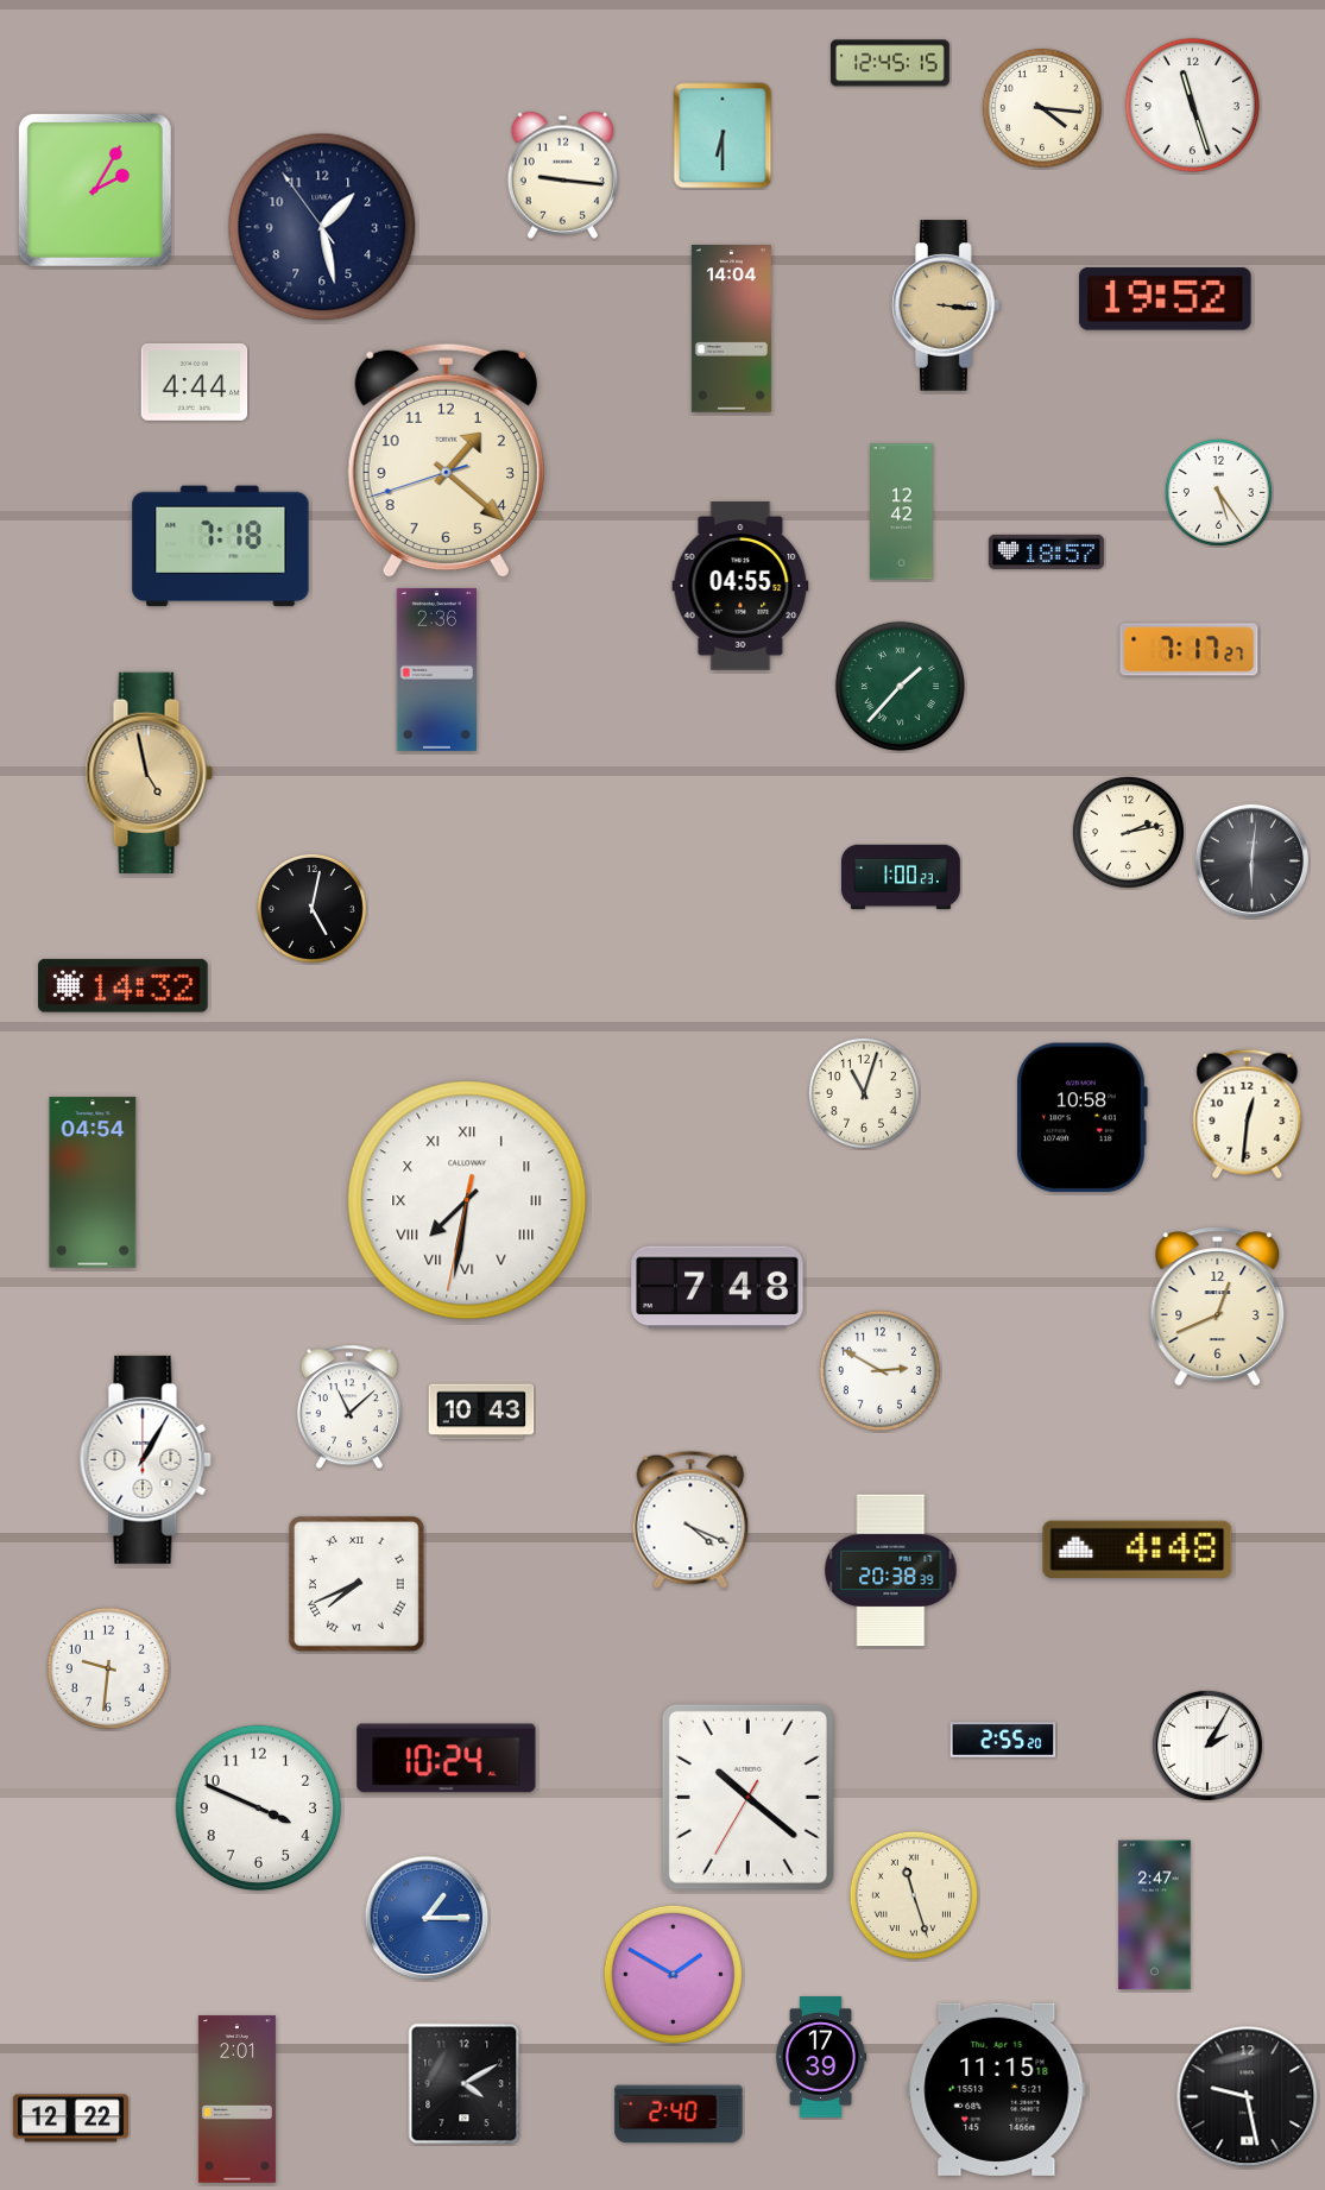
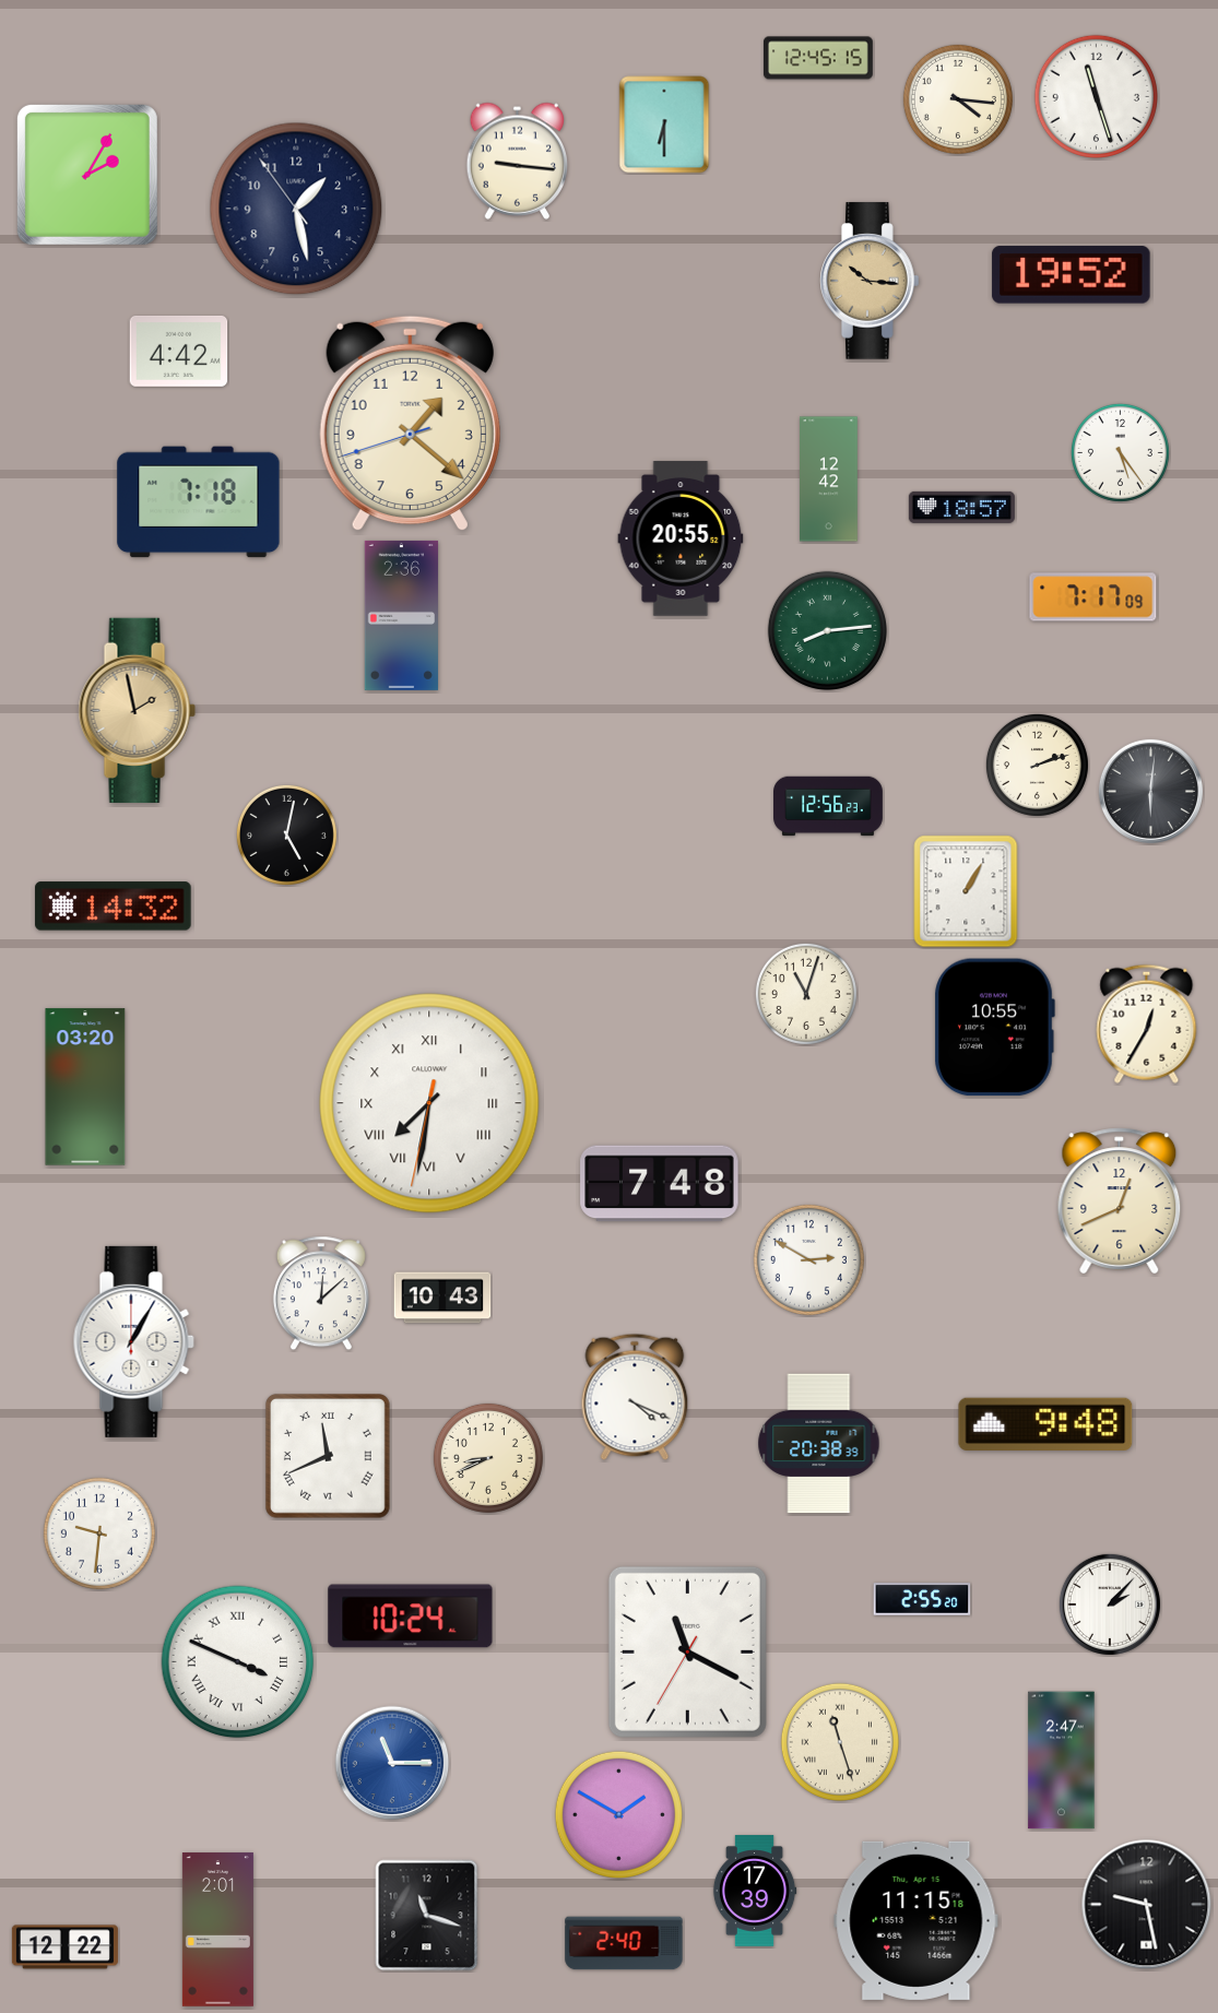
clock at (946, 305): 3:16 -> 10:16
clock at (731, 329): 14:04 -> none
clock at (195, 381): 4:44 -> 4:42
clock at (902, 512) position: (902, 512) -> (829, 479)
clock at (221, 547) position: (221, 547) -> (199, 502)
clock at (740, 586): 04:55 -> 20:55
clock at (1190, 650): 7:17:27 -> 7:17:09
clock at (900, 686): 1:37 -> 8:14
clock at (149, 772): 4:58 -> 1:58
clock at (1128, 832): 2:13 -> 2:12
clock at (902, 877): 1:00 -> 12:56
clock at (966, 891): none -> 1:05
clock at (864, 1093) position: (864, 1093) -> (806, 994)
clock at (1248, 1113): 12:31 -> 12:35
clock at (1081, 1118): 10:58 -> 10:55
clock at (93, 1182): 04:54 -> 03:20
clock at (349, 1407): 11:08 -> 12:08
clock at (1137, 1550): 4:48 -> 9:48
clock at (357, 1584): 7:41 -> 11:41
clock at (488, 1458): none -> 8:41
clock at (1207, 1746): 2:05 -> 2:07
clock at (747, 1797): 10:21 -> 11:19
clock at (259, 1809) numerals: Arabic -> Roman
clock at (427, 1918): 1:15 -> 11:15
clock at (465, 2084): 4:10 -> 11:18
clock at (1248, 2097) position: (1248, 2097) -> (1147, 1905)
